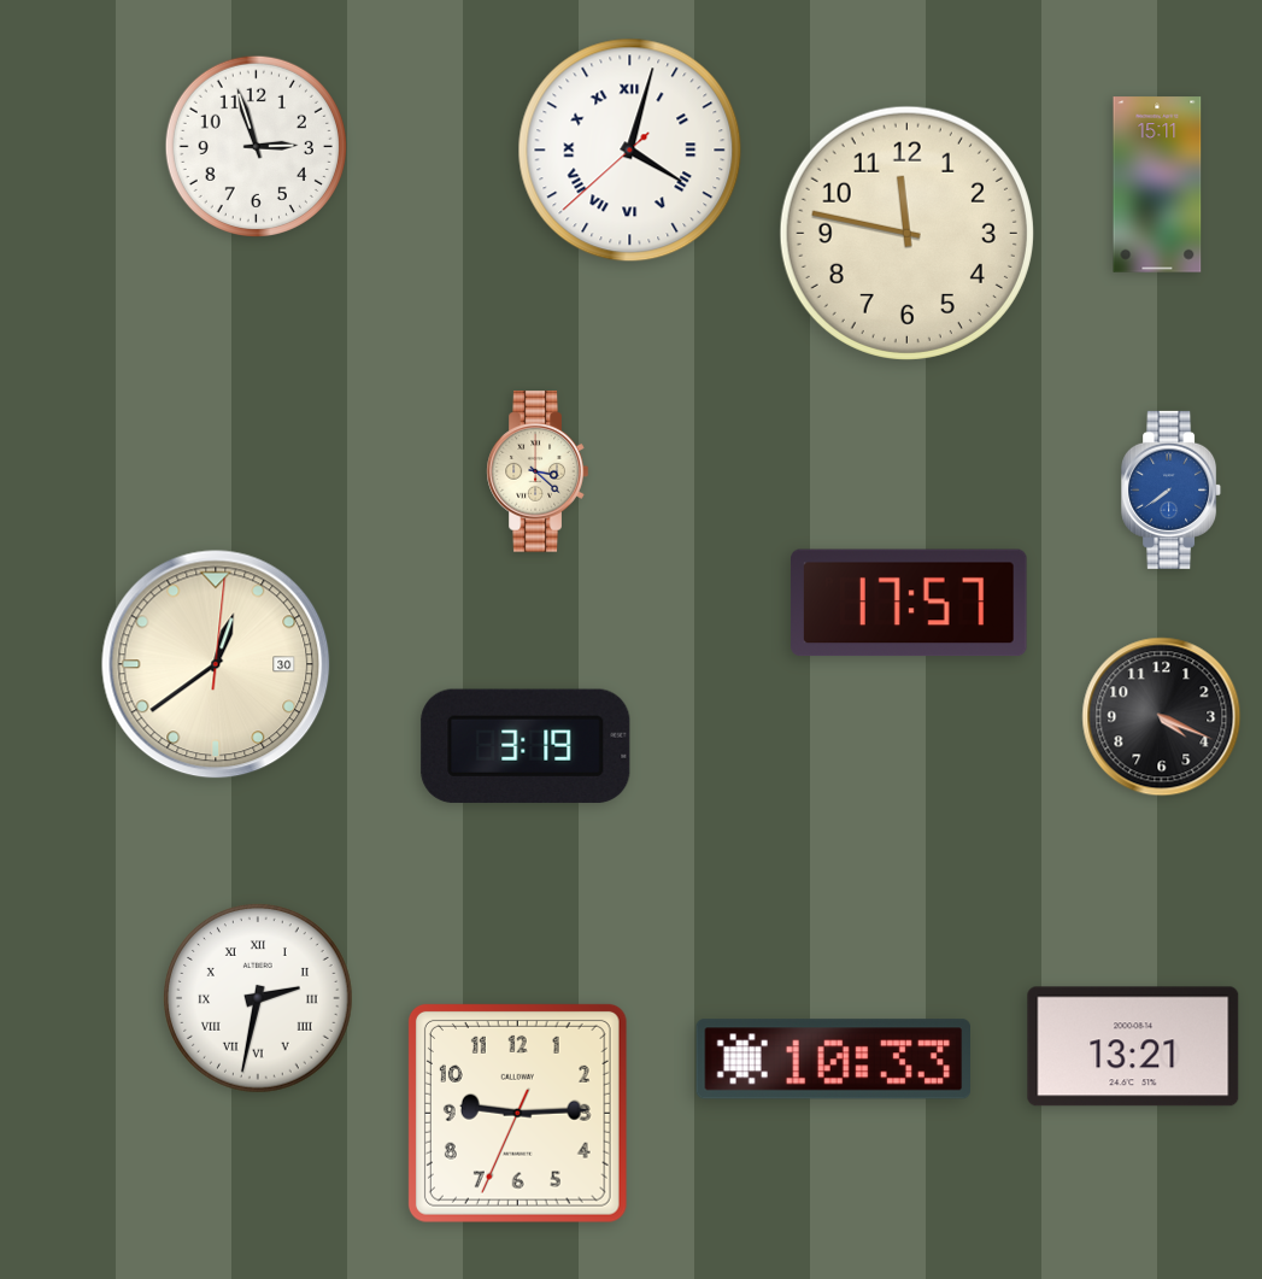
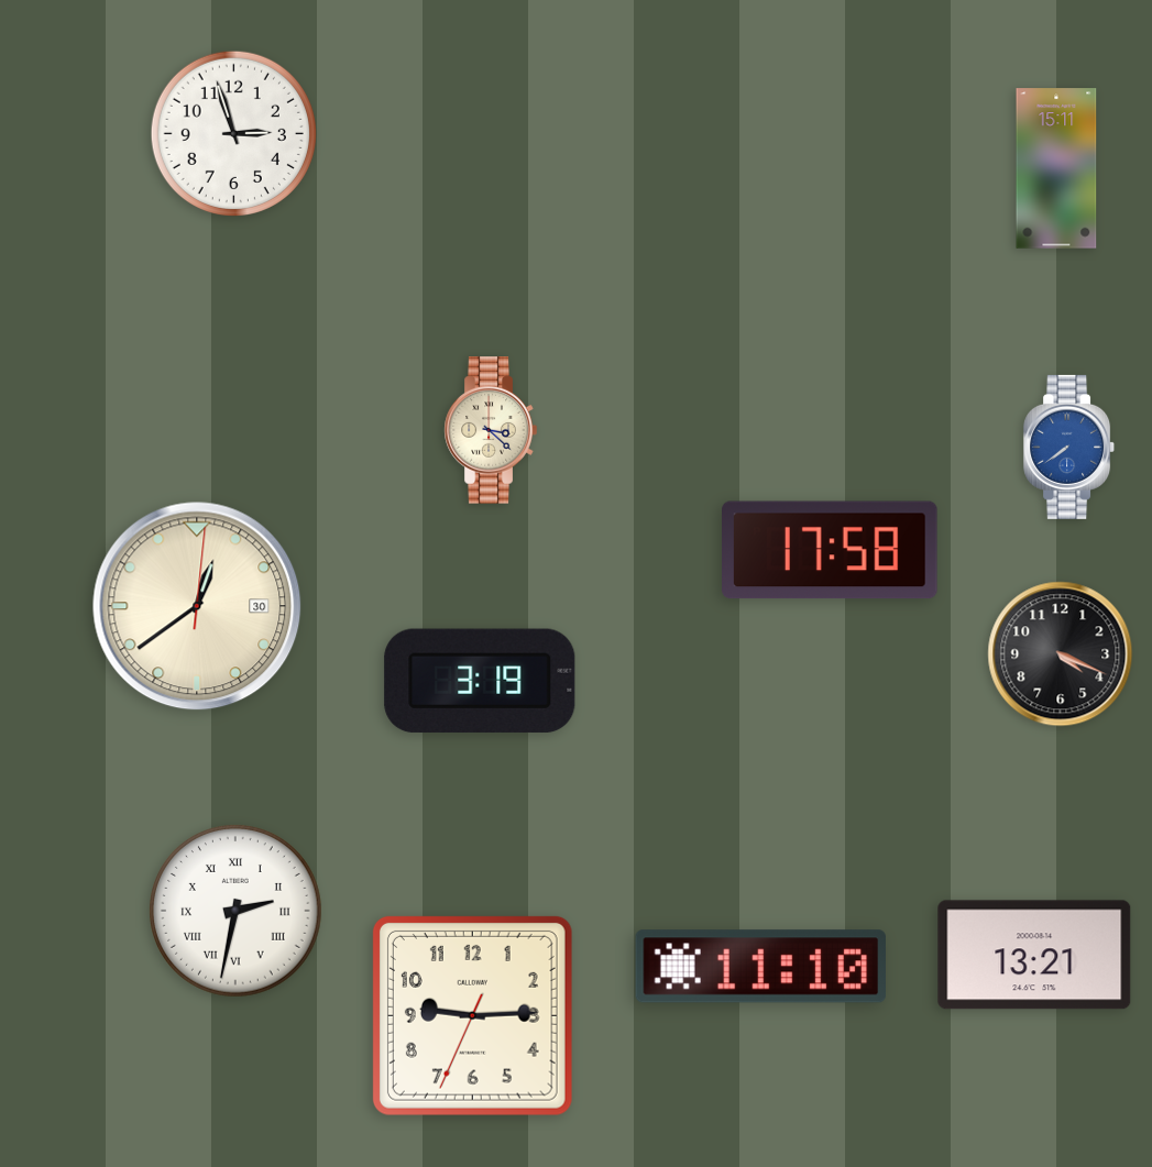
clock at (630, 151): 4:02 -> none
clock at (906, 233): 11:47 -> none
clock at (910, 603): 17:57 -> 17:58
clock at (833, 1060): 10:33 -> 11:10
